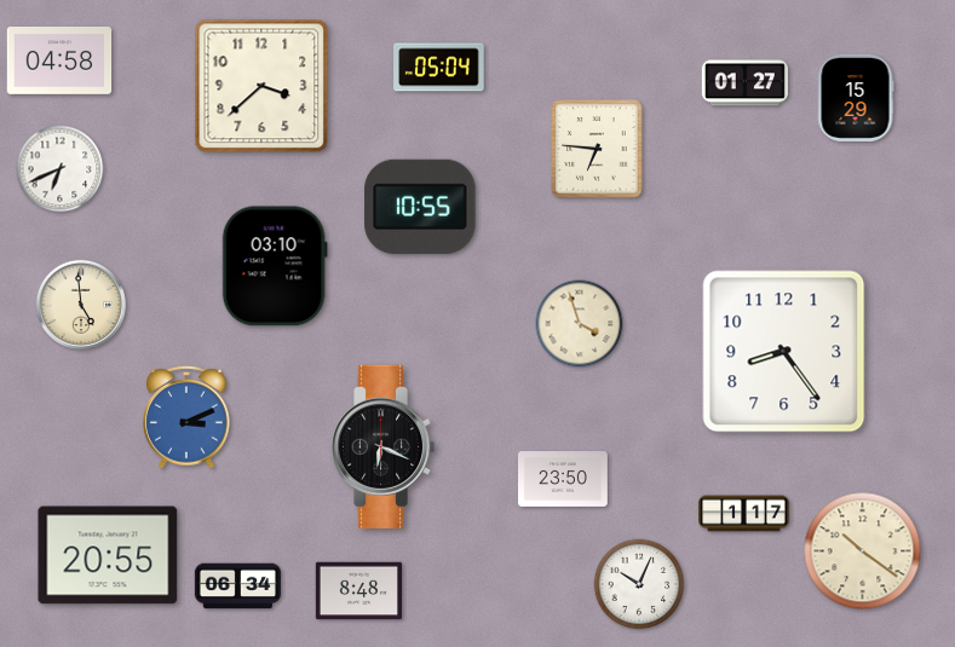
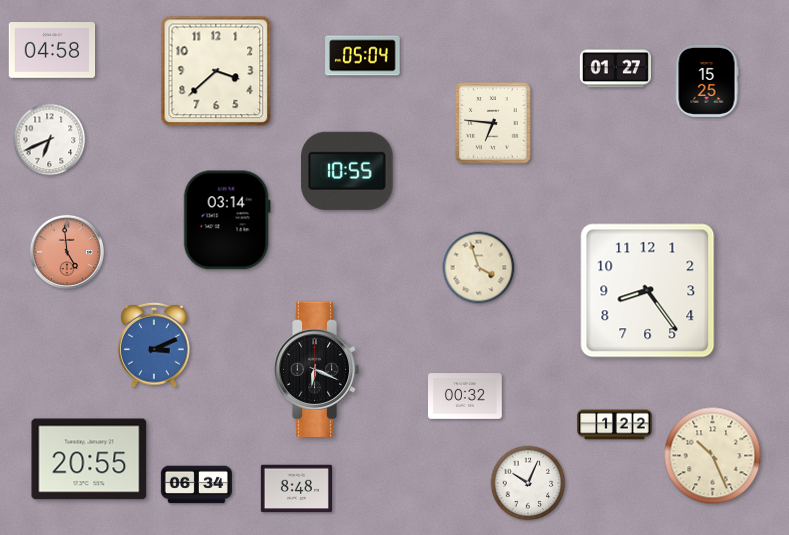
clock at (59, 62) position: (59, 62) -> (52, 51)
clock at (856, 98): 15:29 -> 15:25
clock at (275, 266): 03:10 -> 03:14
clock at (81, 305) dial: cream -> salmon
clock at (564, 480): 23:50 -> 00:32
clock at (744, 514): 1:17 -> 1:22
clock at (863, 551): 10:21 -> 10:26
